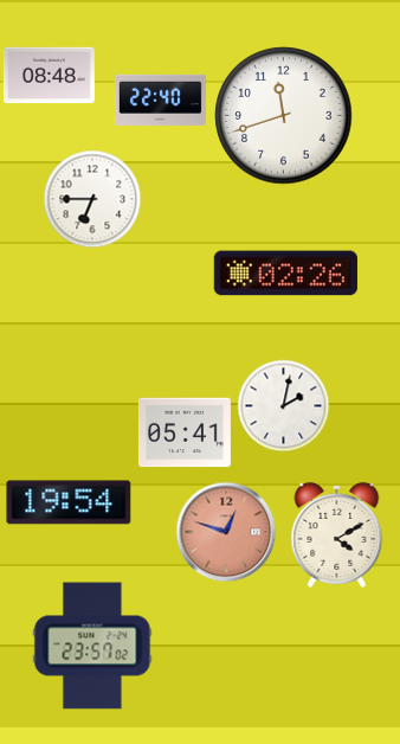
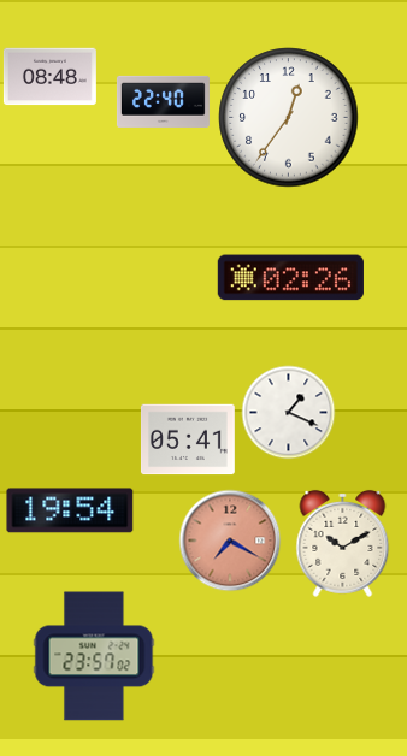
clock at (284, 116): 11:42 -> 12:36
clock at (92, 199): 6:45 -> none
clock at (283, 405): 2:02 -> 1:19
clock at (226, 532): 12:48 -> 7:20
clock at (337, 534): 4:10 -> 10:10
